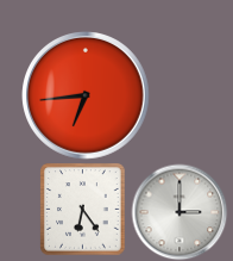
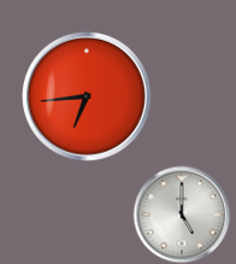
clock at (83, 209): 6:24 -> none
clock at (180, 212): 3:00 -> 5:00
